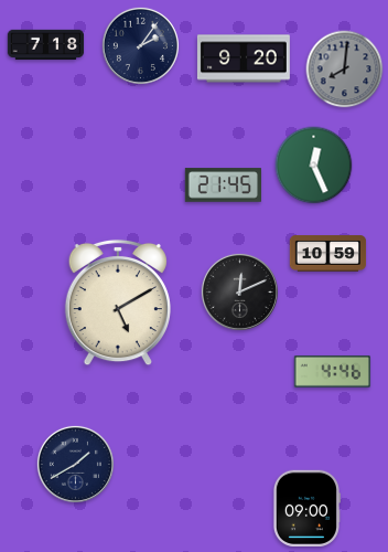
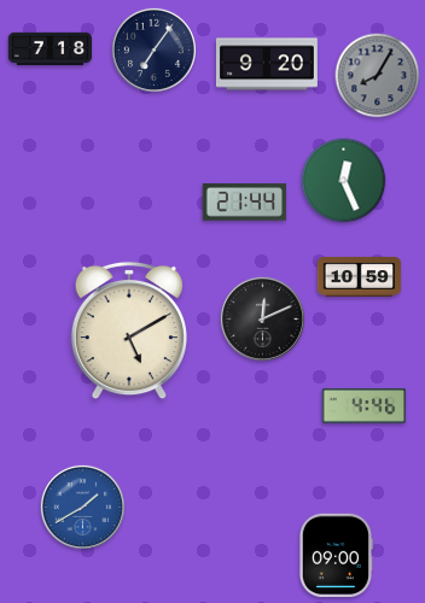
clock at (140, 45): 2:06 -> 7:06
clock at (345, 70): 8:01 -> 8:05
clock at (224, 185): 21:45 -> 21:44
clock at (75, 464) dial: navy -> blue
